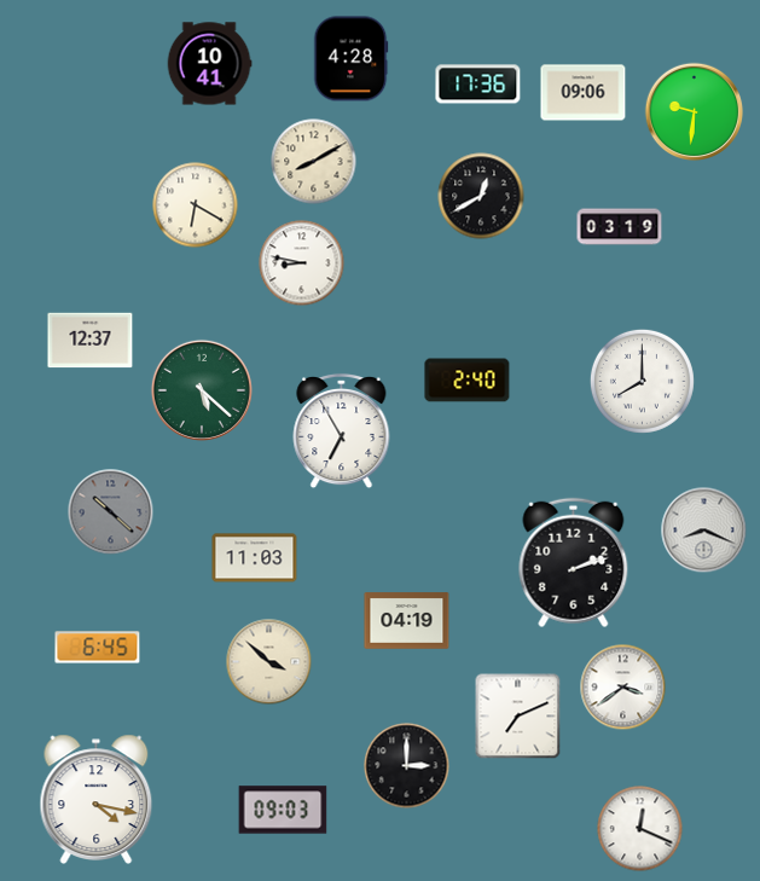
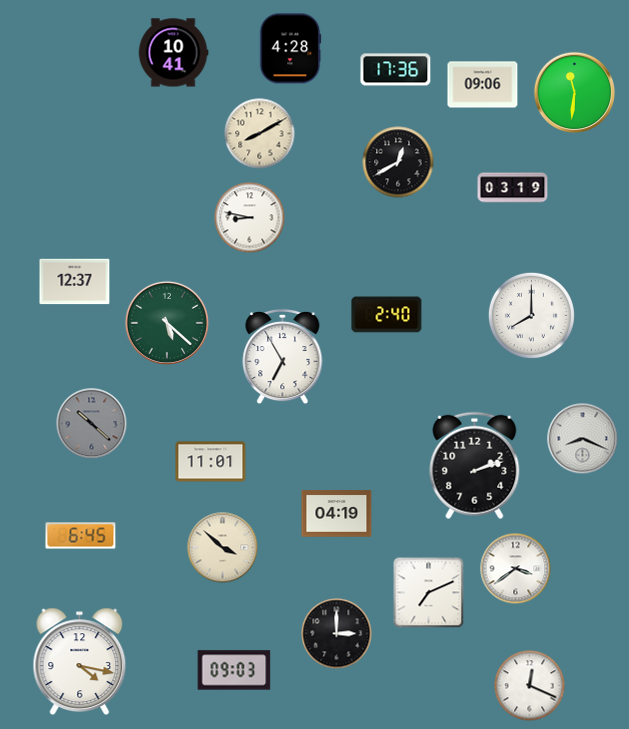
clock at (584, 93) position: (584, 93) -> (483, 85)
clock at (695, 112): 9:31 -> 11:31
clock at (196, 205): 6:20 -> none
clock at (255, 558): 11:03 -> 11:01
